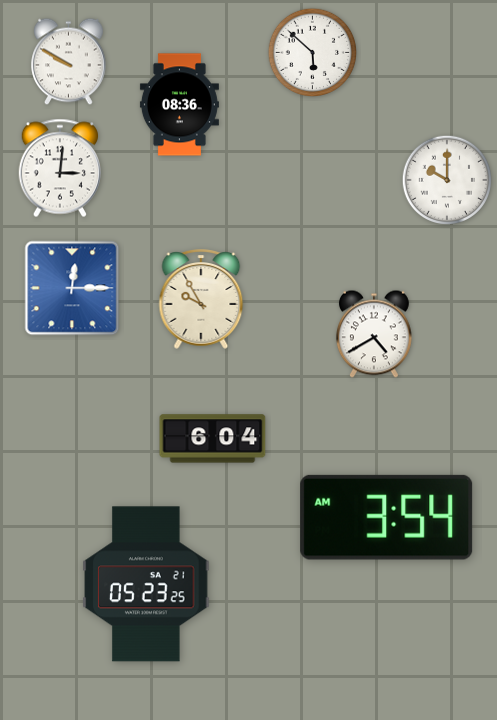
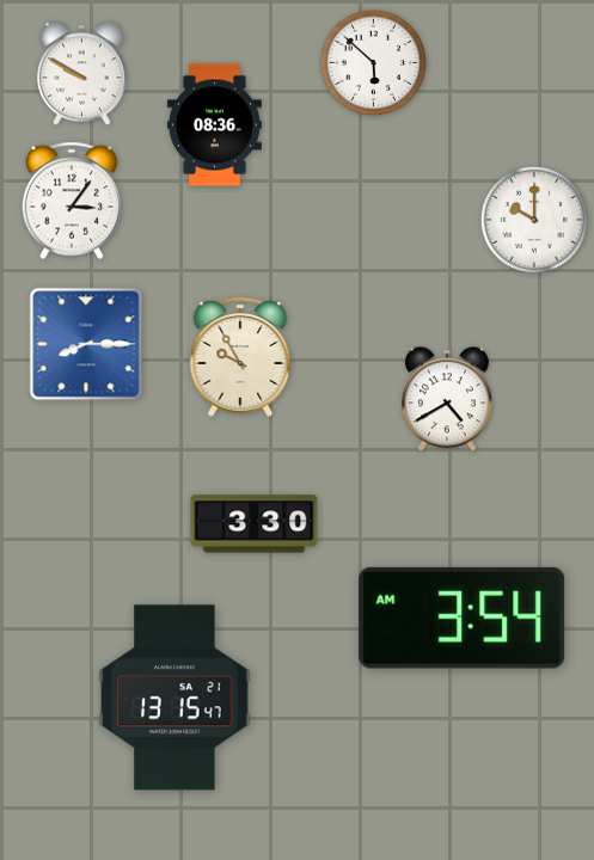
clock at (59, 168): 3:01 -> 3:06
clock at (446, 179) position: (446, 179) -> (533, 219)
clock at (72, 288): 12:15 -> 8:15
clock at (213, 439): 6:04 -> 3:30
clock at (146, 584): 05:23 -> 13:15
